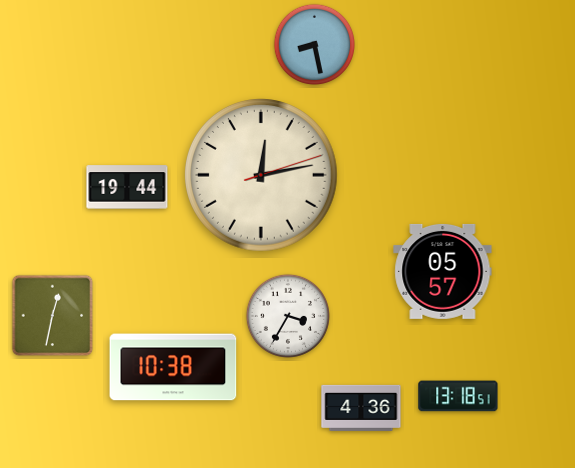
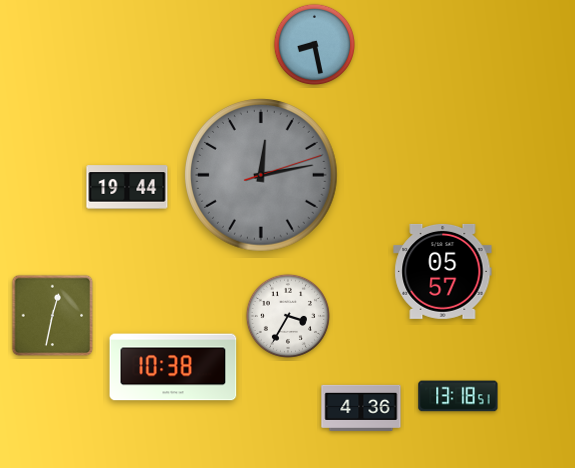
clock at (262, 176) dial: cream -> grey
